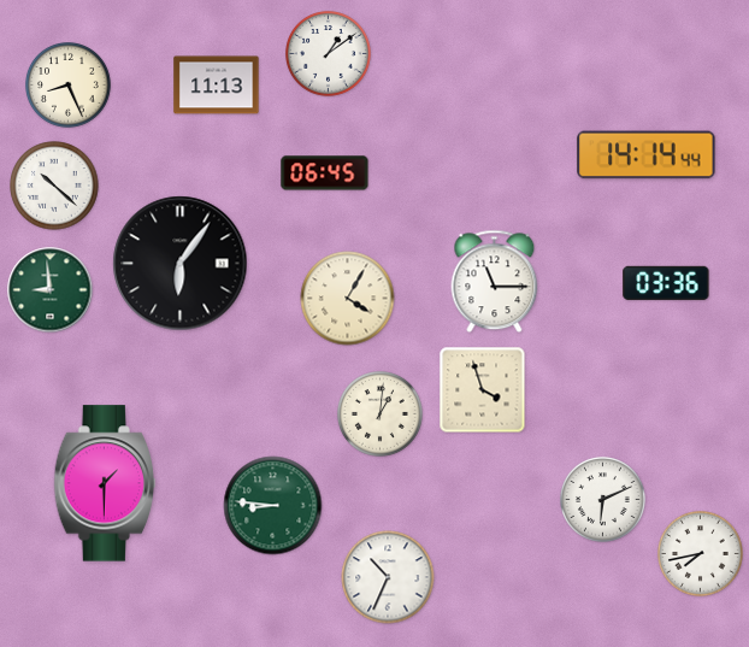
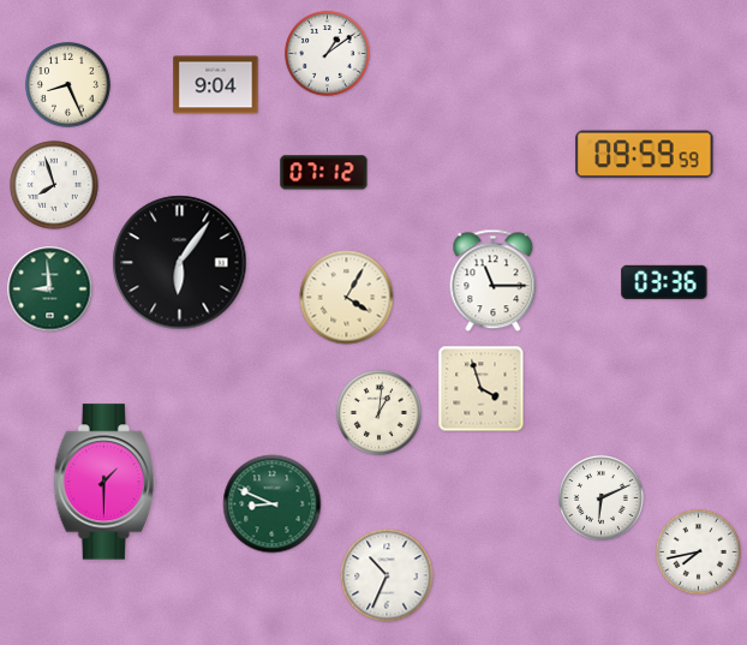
clock at (217, 86): 11:13 -> 9:04
clock at (647, 155): 14:14 -> 09:59
clock at (325, 173): 06:45 -> 07:12
clock at (54, 186): 10:22 -> 7:57
clock at (273, 506): 8:46 -> 8:49
